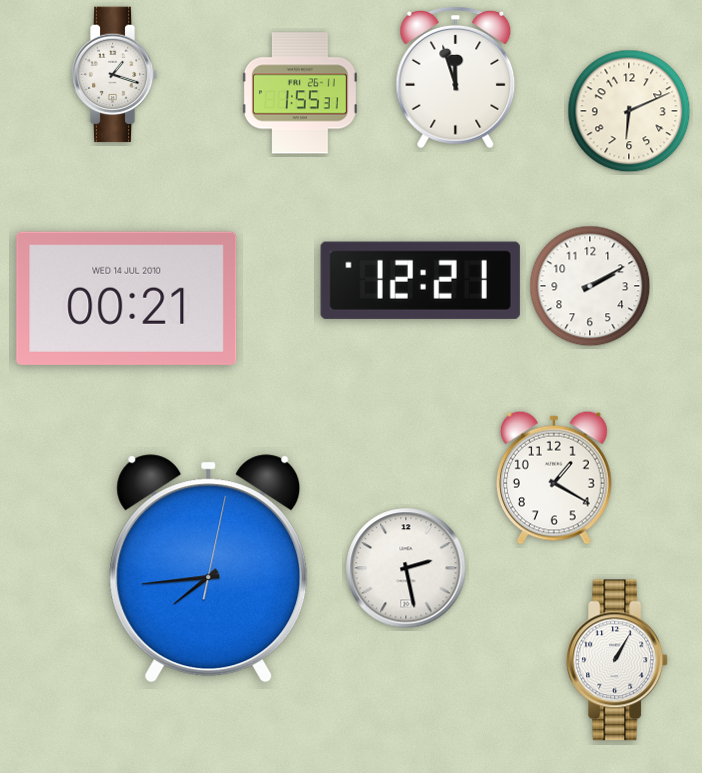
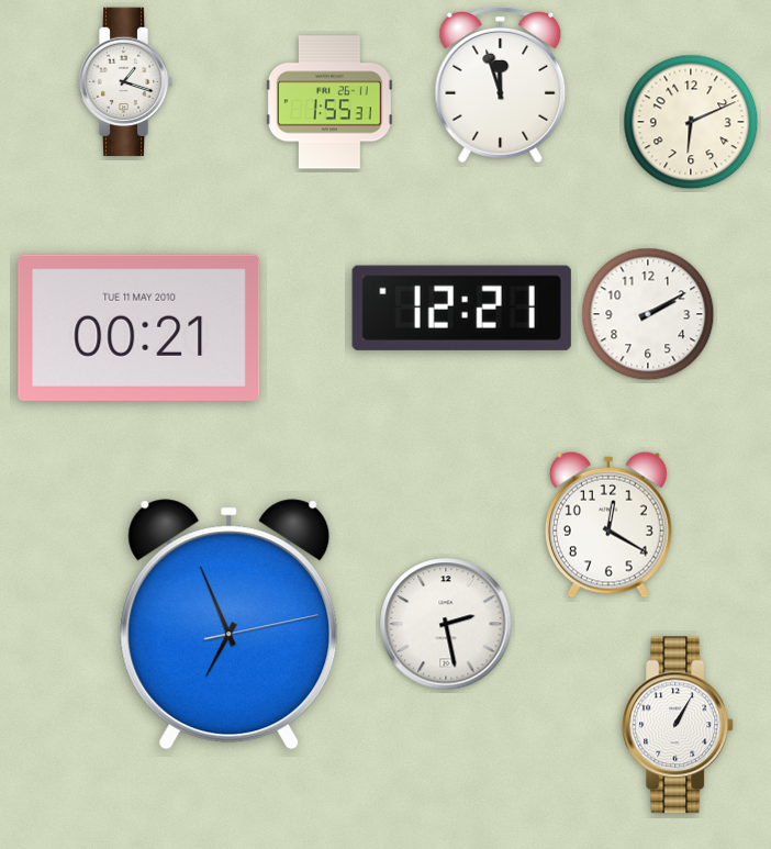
clock at (127, 298) date: WED 14 JUL 2010 -> TUE 11 MAY 2010
clock at (554, 478): 1:20 -> 12:20
clock at (209, 569): 7:44 -> 6:56
